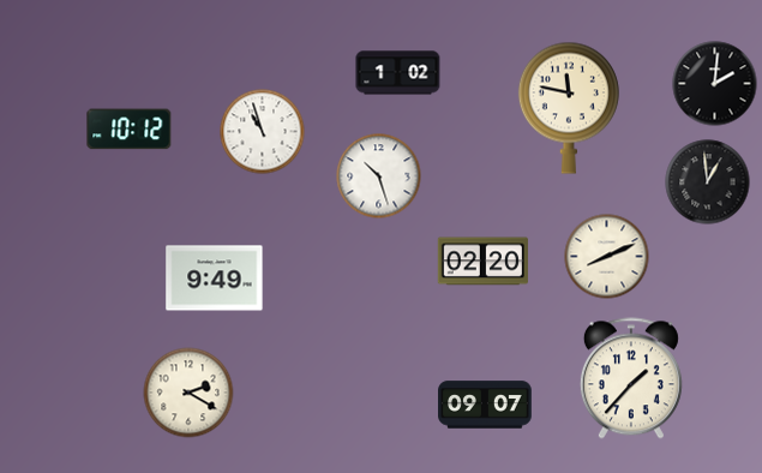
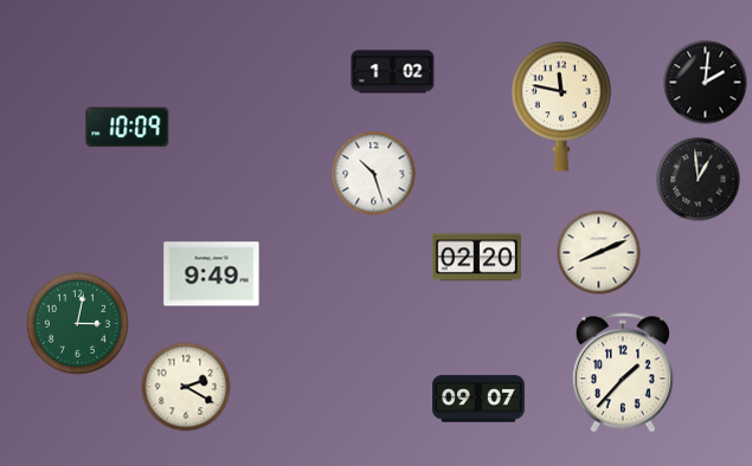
clock at (130, 130): 10:12 -> 10:09
clock at (263, 132): 10:57 -> none
clock at (77, 323): none -> 3:02
